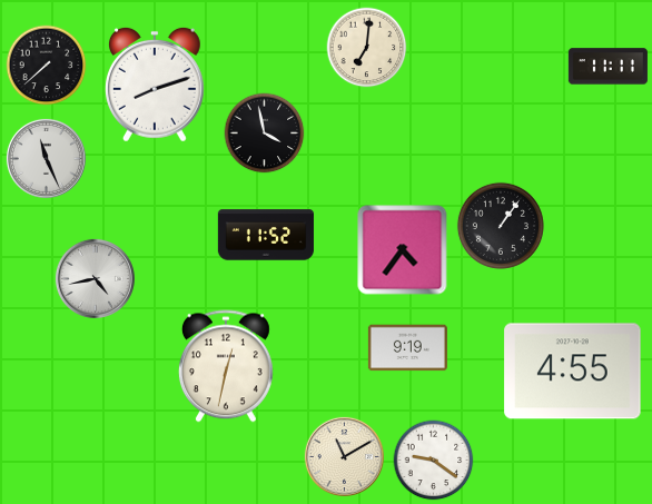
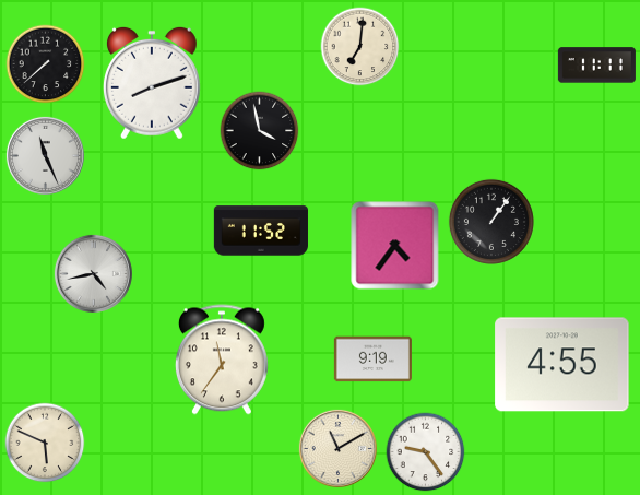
clock at (407, 348) position: (407, 348) -> (372, 360)
clock at (226, 366): 12:32 -> 11:36
clock at (45, 443): none -> 5:49
clock at (434, 461): 9:21 -> 9:24
